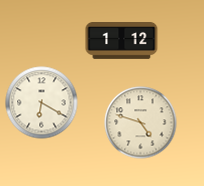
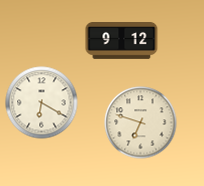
clock at (122, 41): 1:12 -> 9:12
clock at (141, 123): 4:48 -> 6:48
